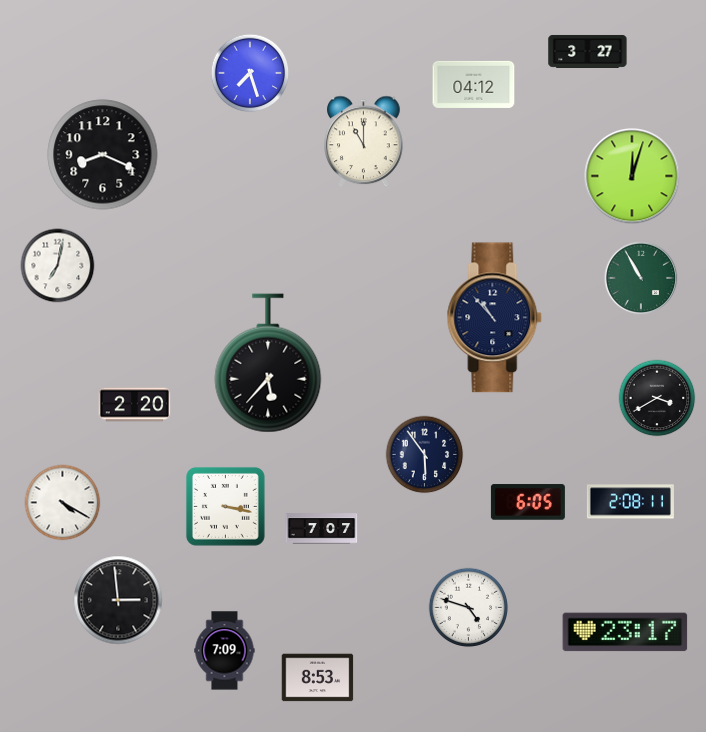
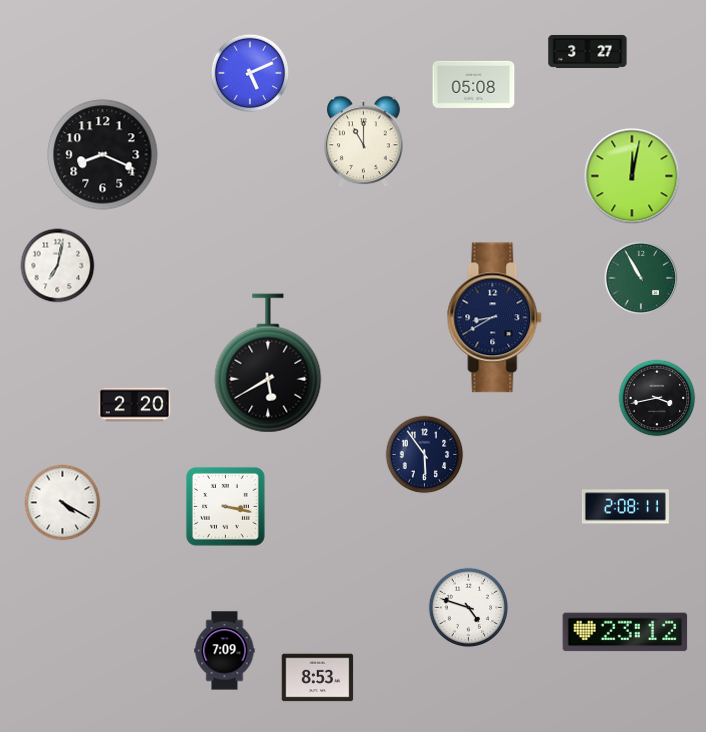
clock at (250, 73): 7:27 -> 5:11
clock at (474, 84): 04:12 -> 05:08
clock at (632, 176): 12:03 -> 12:02
clock at (495, 318): 10:53 -> 8:40
clock at (268, 363): 5:37 -> 5:40
clock at (657, 398): 3:40 -> 3:43
clock at (528, 502): 6:05 -> none
clock at (630, 502) position: (630, 502) -> (625, 507)
clock at (322, 529): 7:07 -> none
clock at (118, 600): 2:59 -> none
clock at (625, 632): 23:17 -> 23:12
